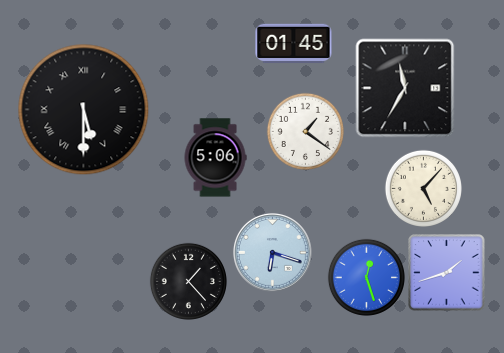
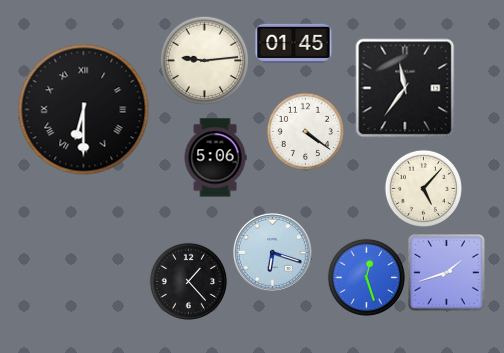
clock at (204, 60): none -> 9:14
clock at (405, 88): 11:35 -> 11:36
clock at (84, 110): 5:30 -> 6:30
clock at (305, 131): 1:21 -> 4:21
